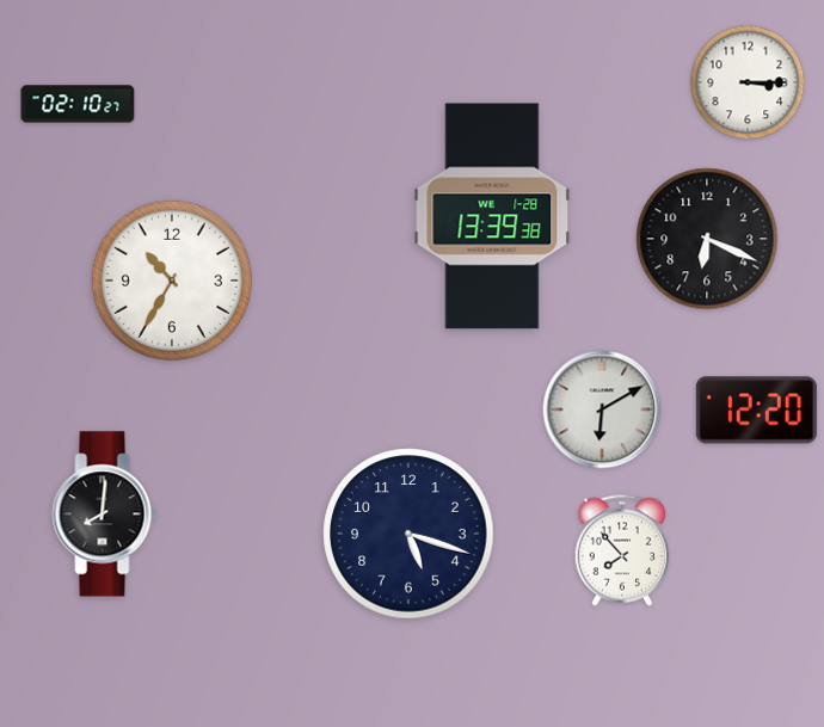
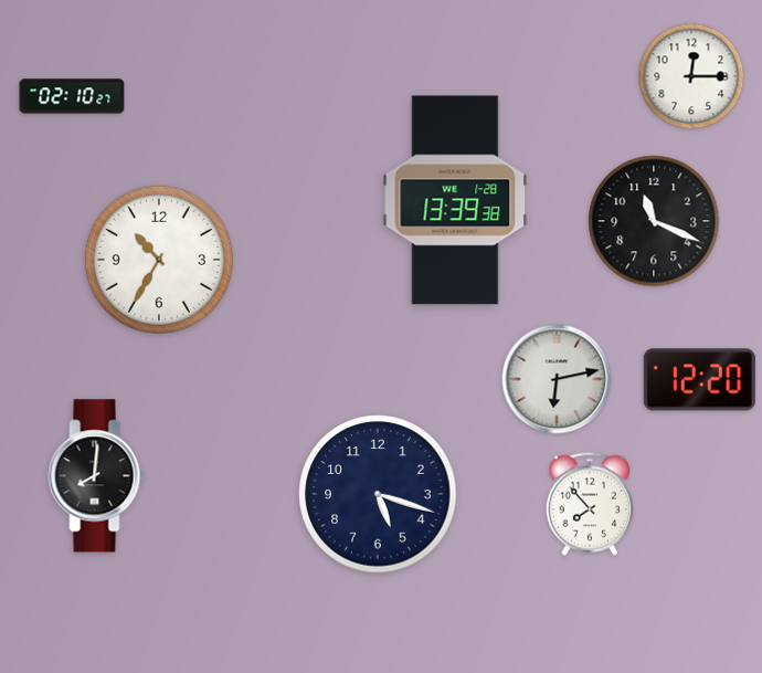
clock at (748, 82): 3:15 -> 12:15
clock at (707, 239): 6:19 -> 11:19
clock at (602, 409): 6:10 -> 6:13
clock at (622, 550) position: (622, 550) -> (590, 504)
